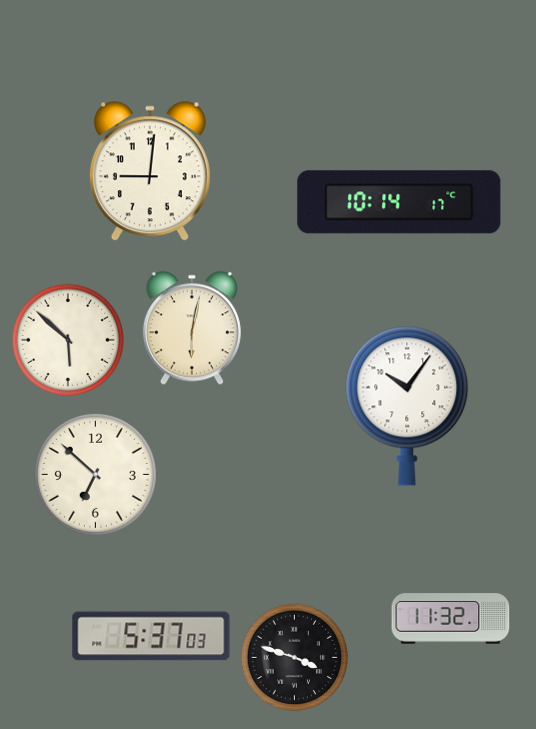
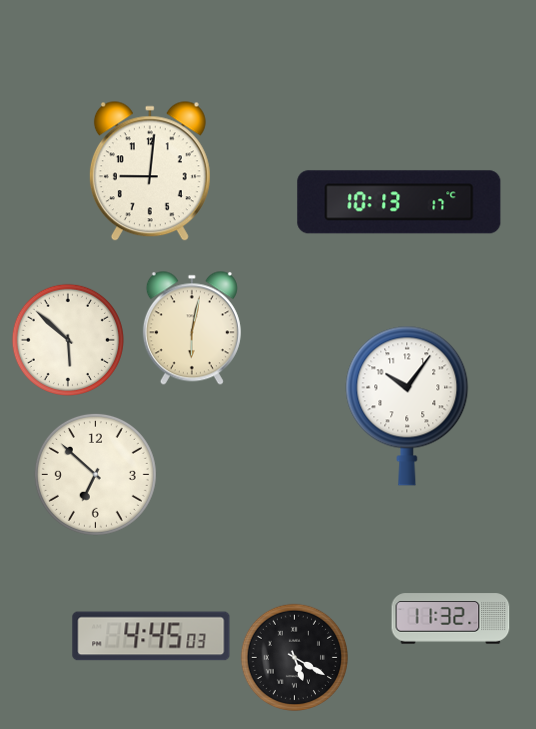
clock at (399, 202): 10:14 -> 10:13
clock at (151, 636): 5:37 -> 4:45
clock at (294, 657): 3:48 -> 5:20
